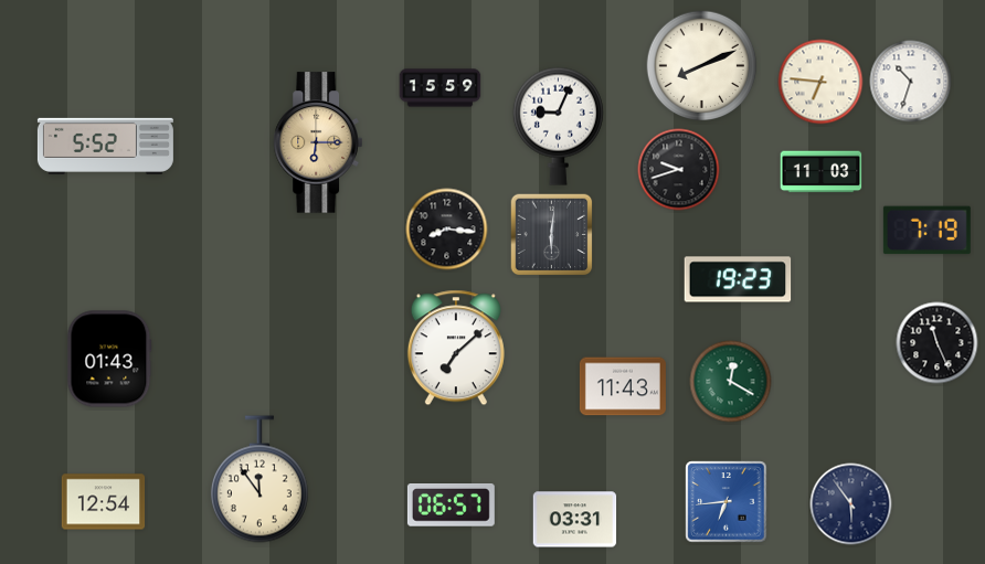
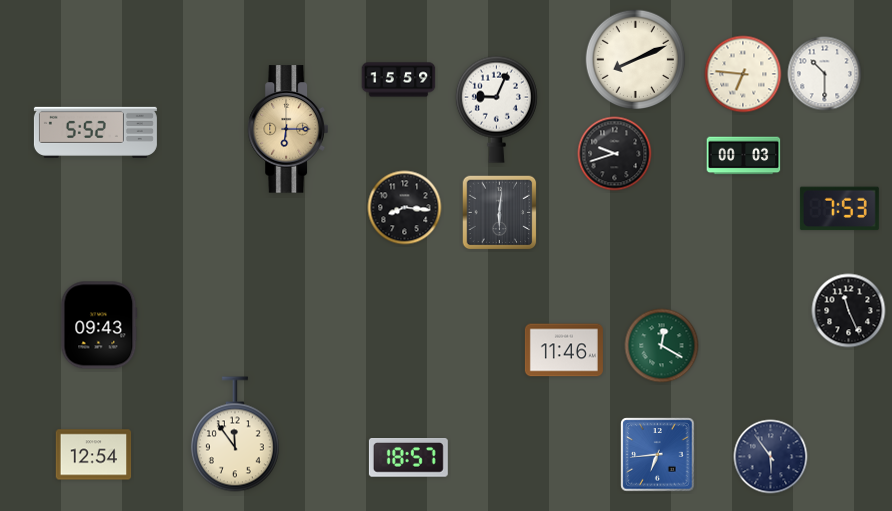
clock at (911, 82): 10:33 -> 10:30
clock at (558, 126) position: (558, 126) -> (496, 109)
clock at (822, 172): 11:03 -> 00:03
clock at (926, 231): 7:19 -> 7:53
clock at (738, 279): 19:23 -> none
clock at (456, 348): 7:08 -> none
clock at (109, 359): 01:43 -> 09:43
clock at (623, 386): 11:43 -> 11:46
clock at (451, 506): 06:57 -> 18:57
clock at (575, 520): 03:31 -> none
